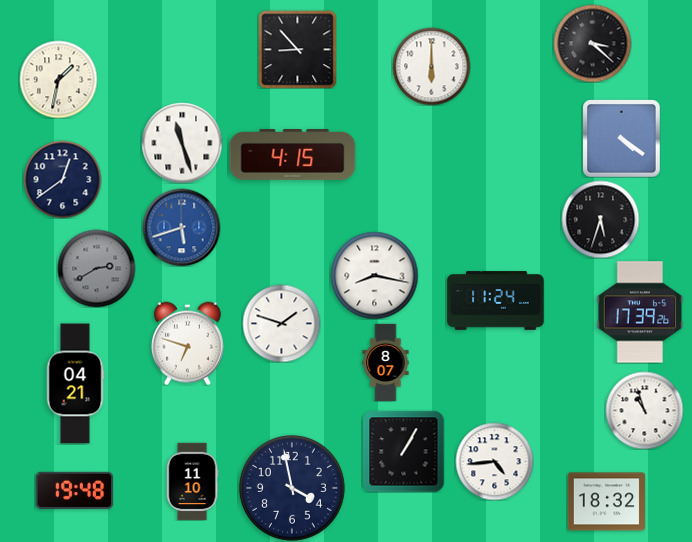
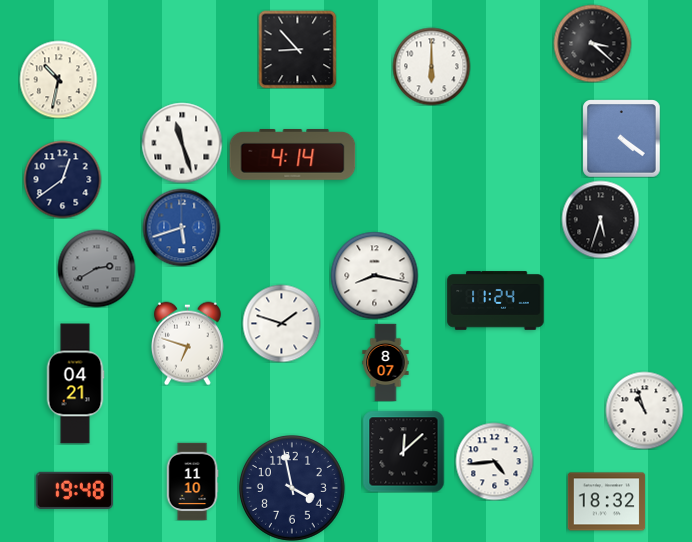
clock at (58, 79): 1:32 -> 10:32
clock at (293, 154): 4:15 -> 4:14
clock at (640, 312): 17:39 -> none
clock at (403, 451): 1:05 -> 12:08
